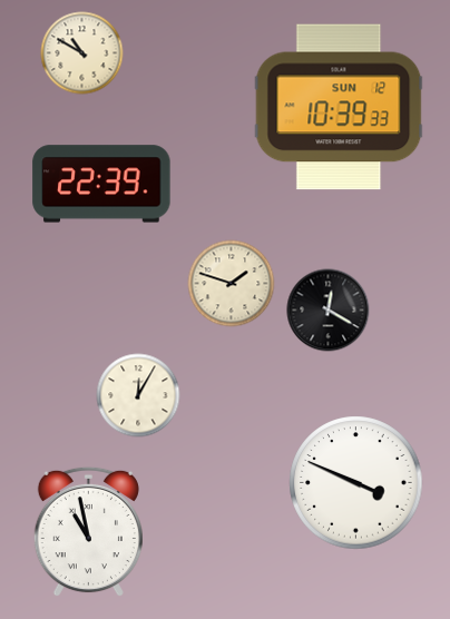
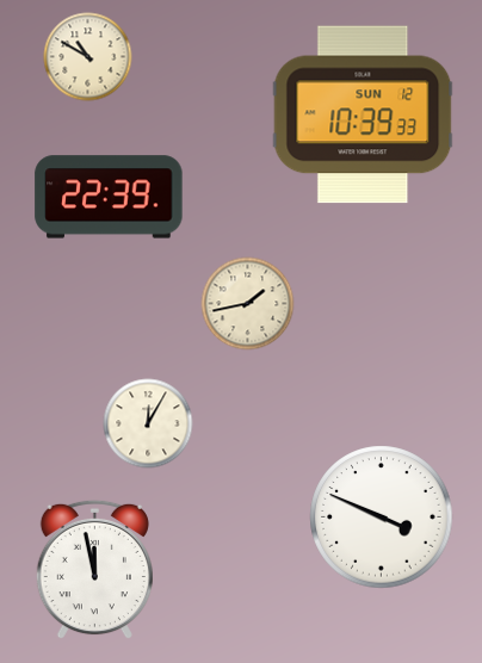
clock at (232, 284): 1:48 -> 1:43
clock at (329, 311): 12:20 -> none
clock at (88, 532): 10:58 -> 11:58
